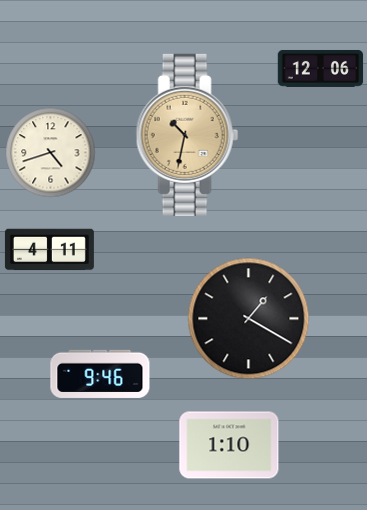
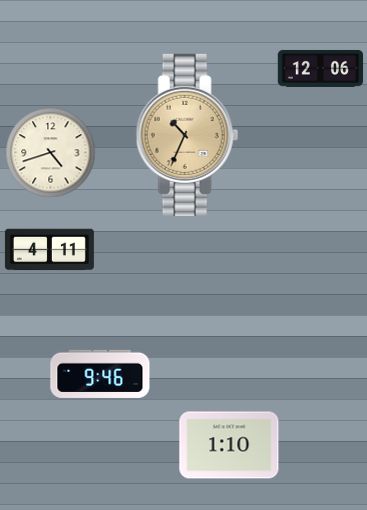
clock at (187, 135): 10:32 -> 10:34
clock at (249, 319): 1:20 -> none
